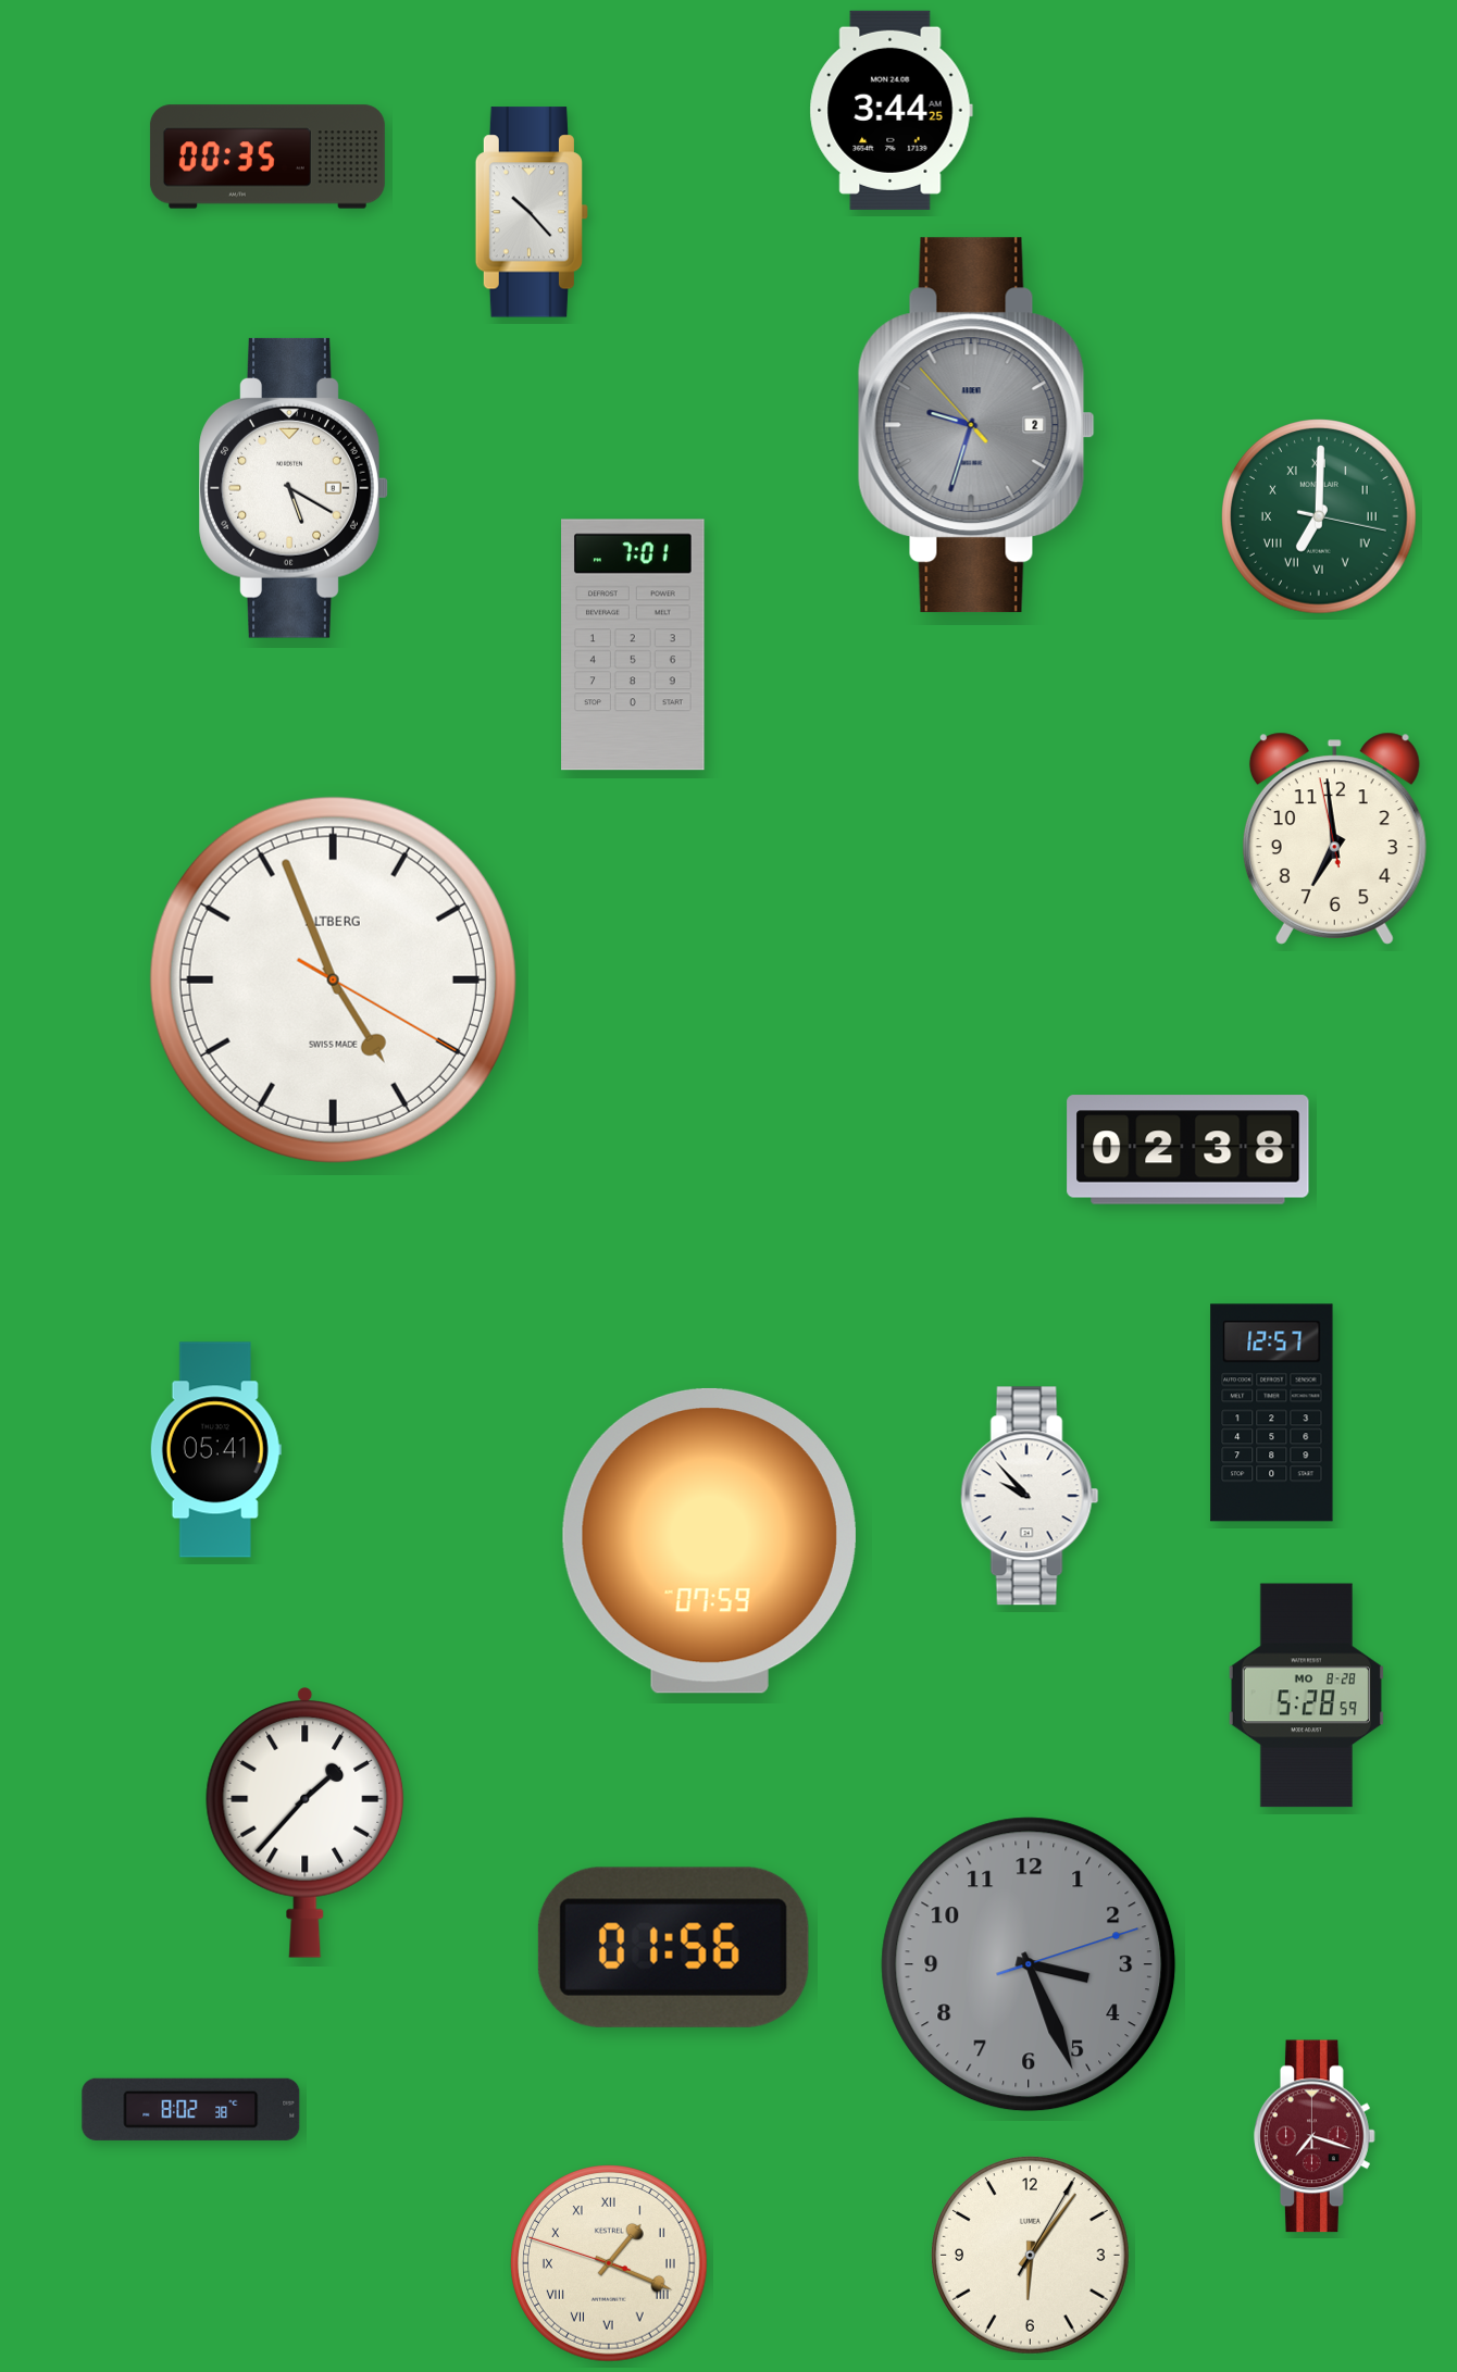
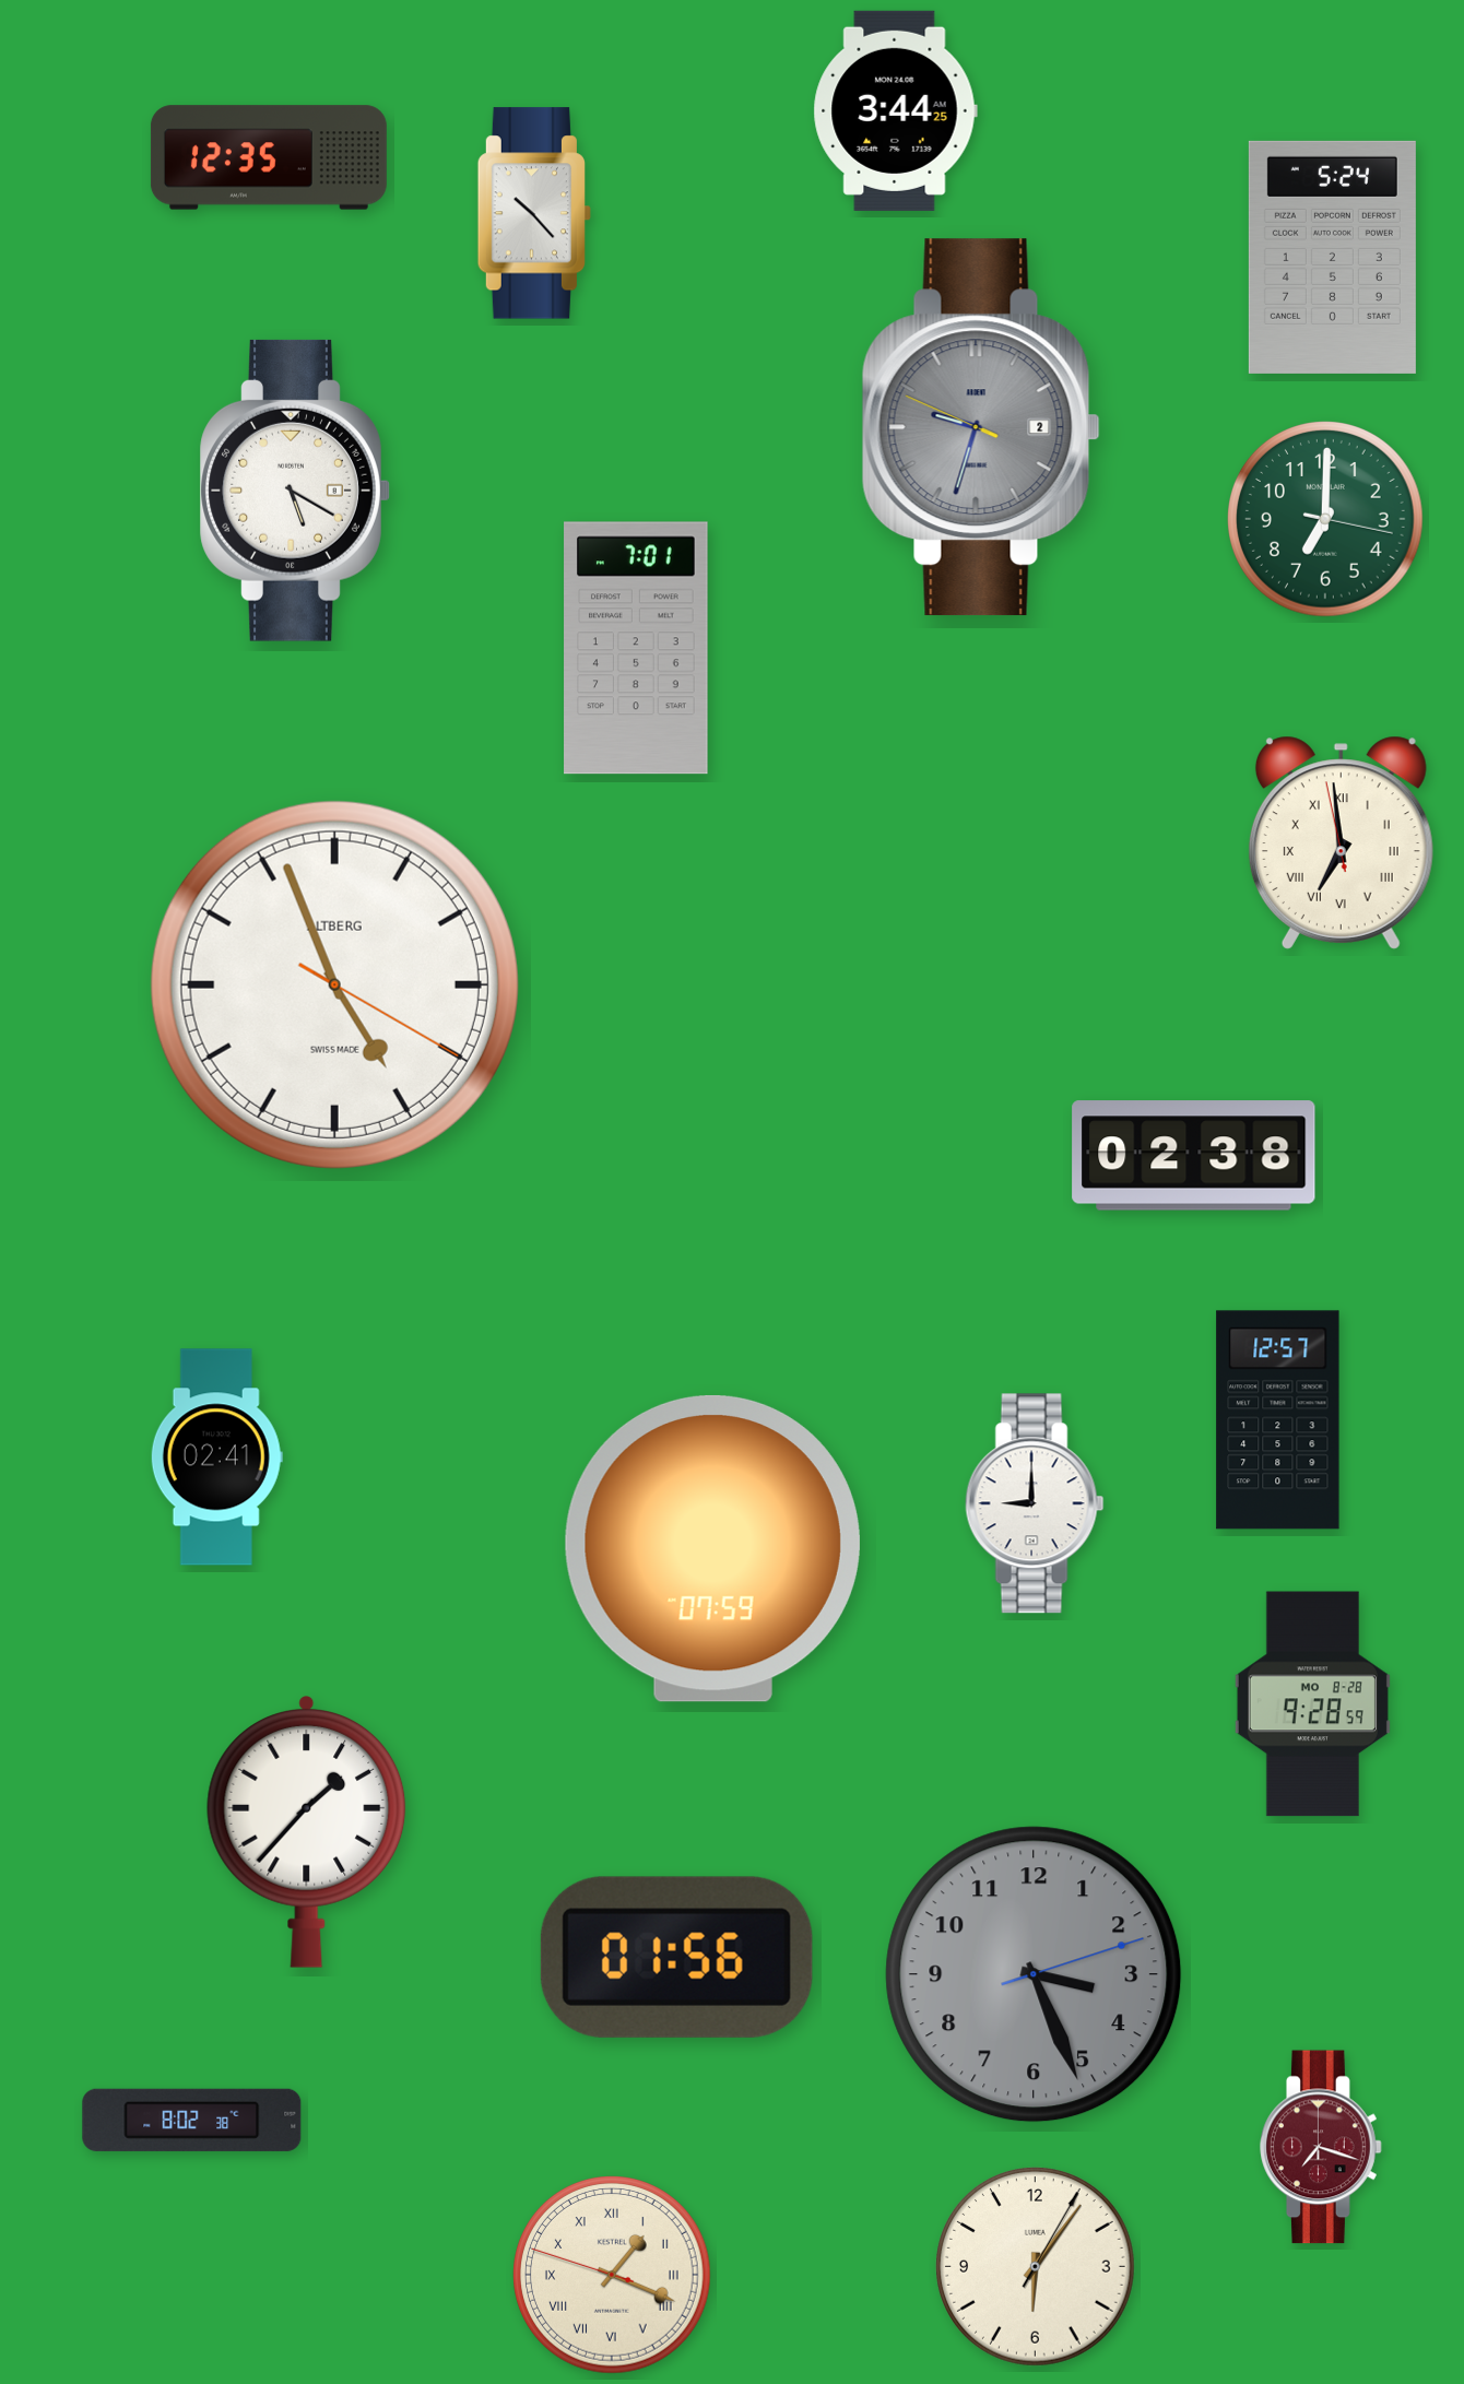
clock at (267, 157): 00:35 -> 12:35
clock at (1332, 257): none -> 5:24
clock at (976, 425): 9:32:53 -> 9:32:49
clock at (1320, 517) numerals: Roman -> Arabic
clock at (1334, 838) numerals: Arabic -> Roman
clock at (215, 1450): 05:41 -> 02:41
clock at (1030, 1496): 9:53 -> 9:00
clock at (1306, 1696): 5:28 -> 9:28
